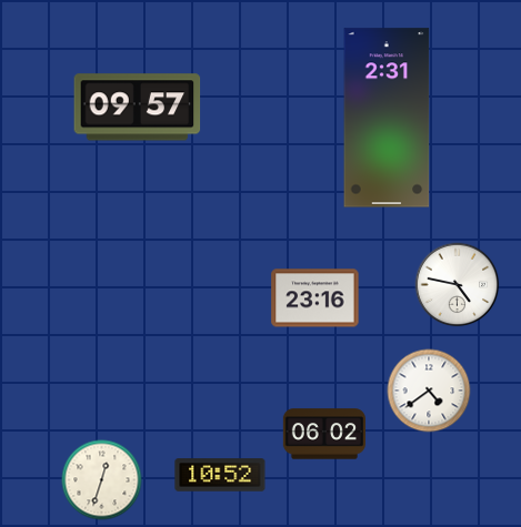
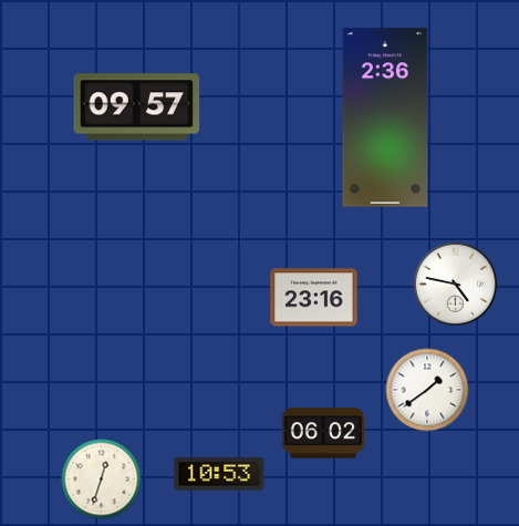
clock at (387, 118): 2:31 -> 2:36
clock at (429, 391): 4:39 -> 1:39
clock at (220, 475): 10:52 -> 10:53
